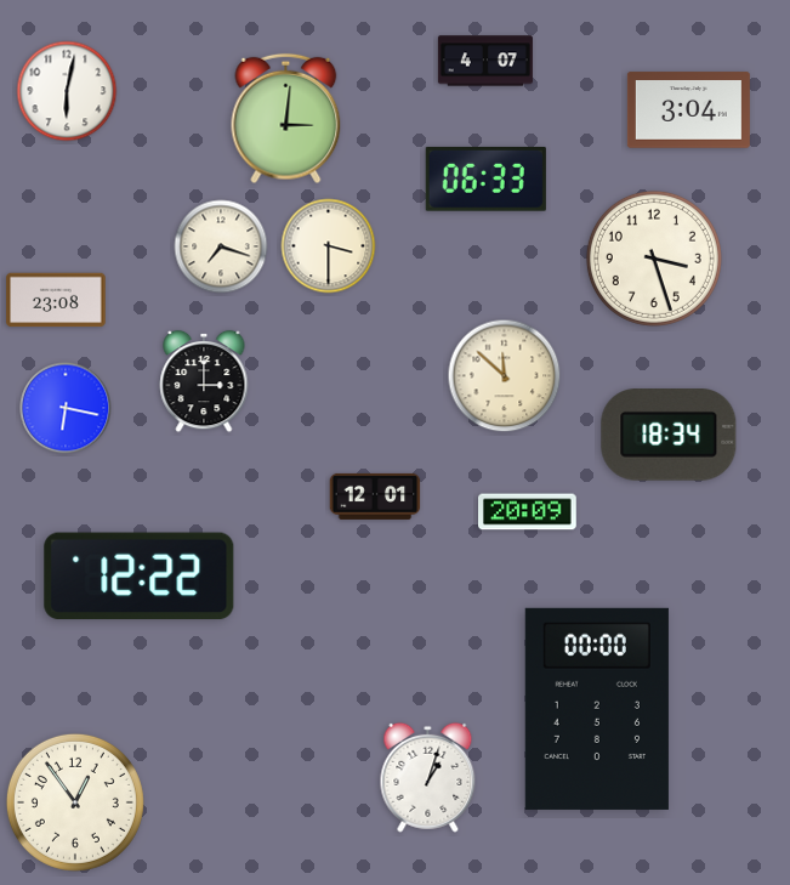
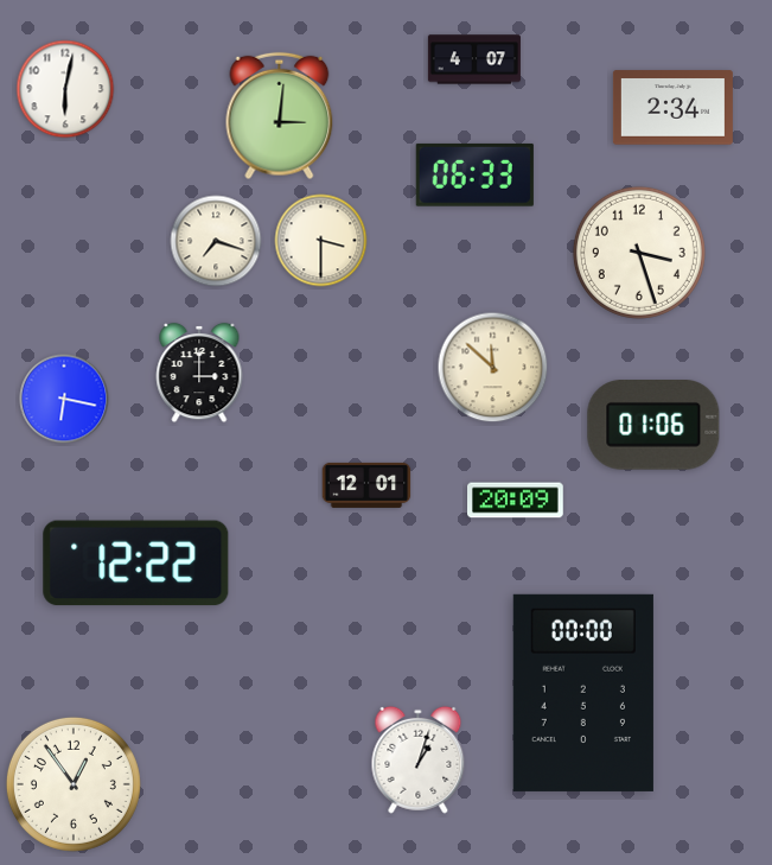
clock at (688, 110): 3:04 -> 2:34
clock at (56, 300): 23:08 -> none
clock at (669, 435): 18:34 -> 01:06
